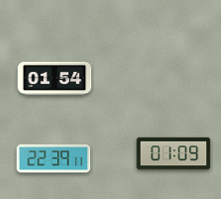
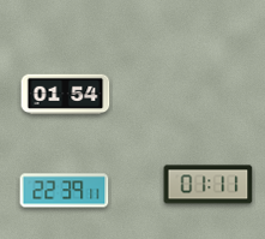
clock at (174, 154): 01:09 -> 01:11
